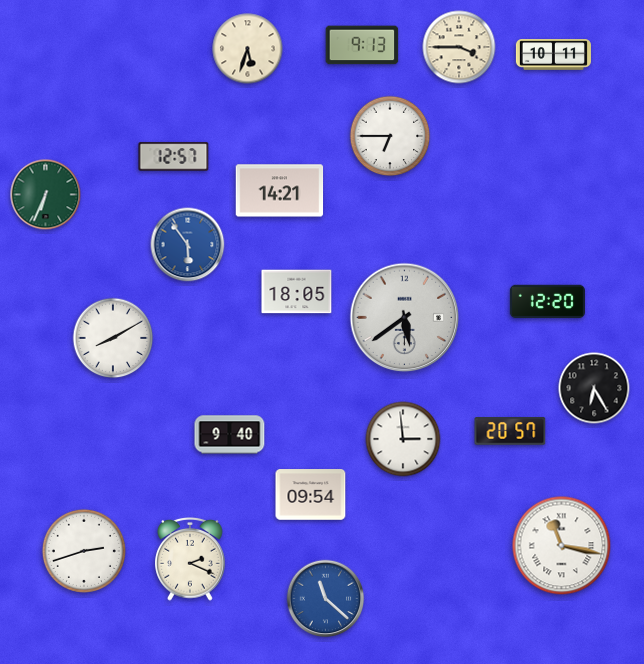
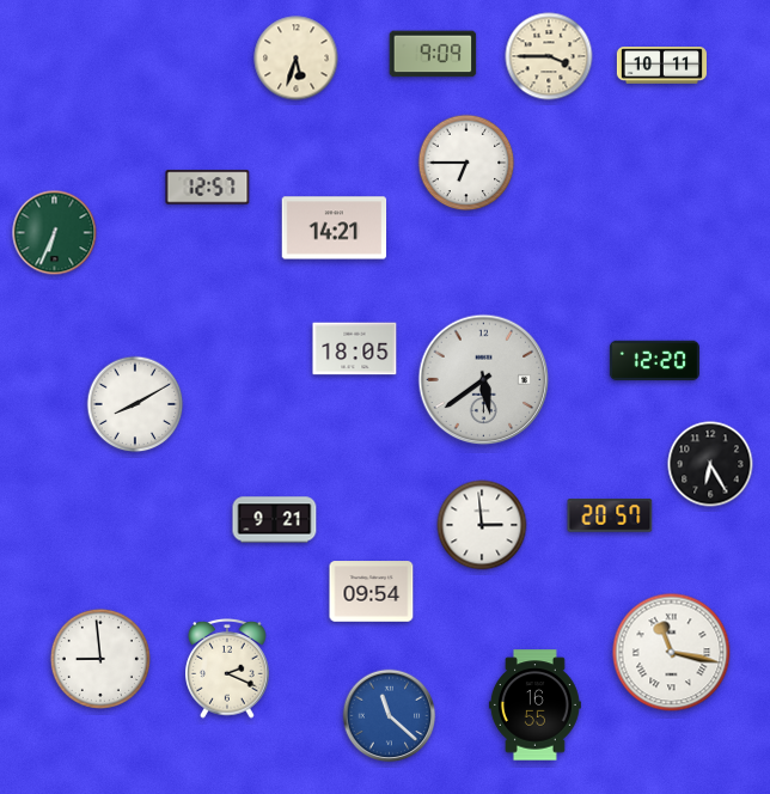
clock at (362, 45): 9:13 -> 9:09
clock at (188, 245): 5:54 -> none
clock at (230, 435): 9:40 -> 9:21
clock at (84, 551): 2:42 -> 8:59
clock at (534, 706): none -> 16:55
